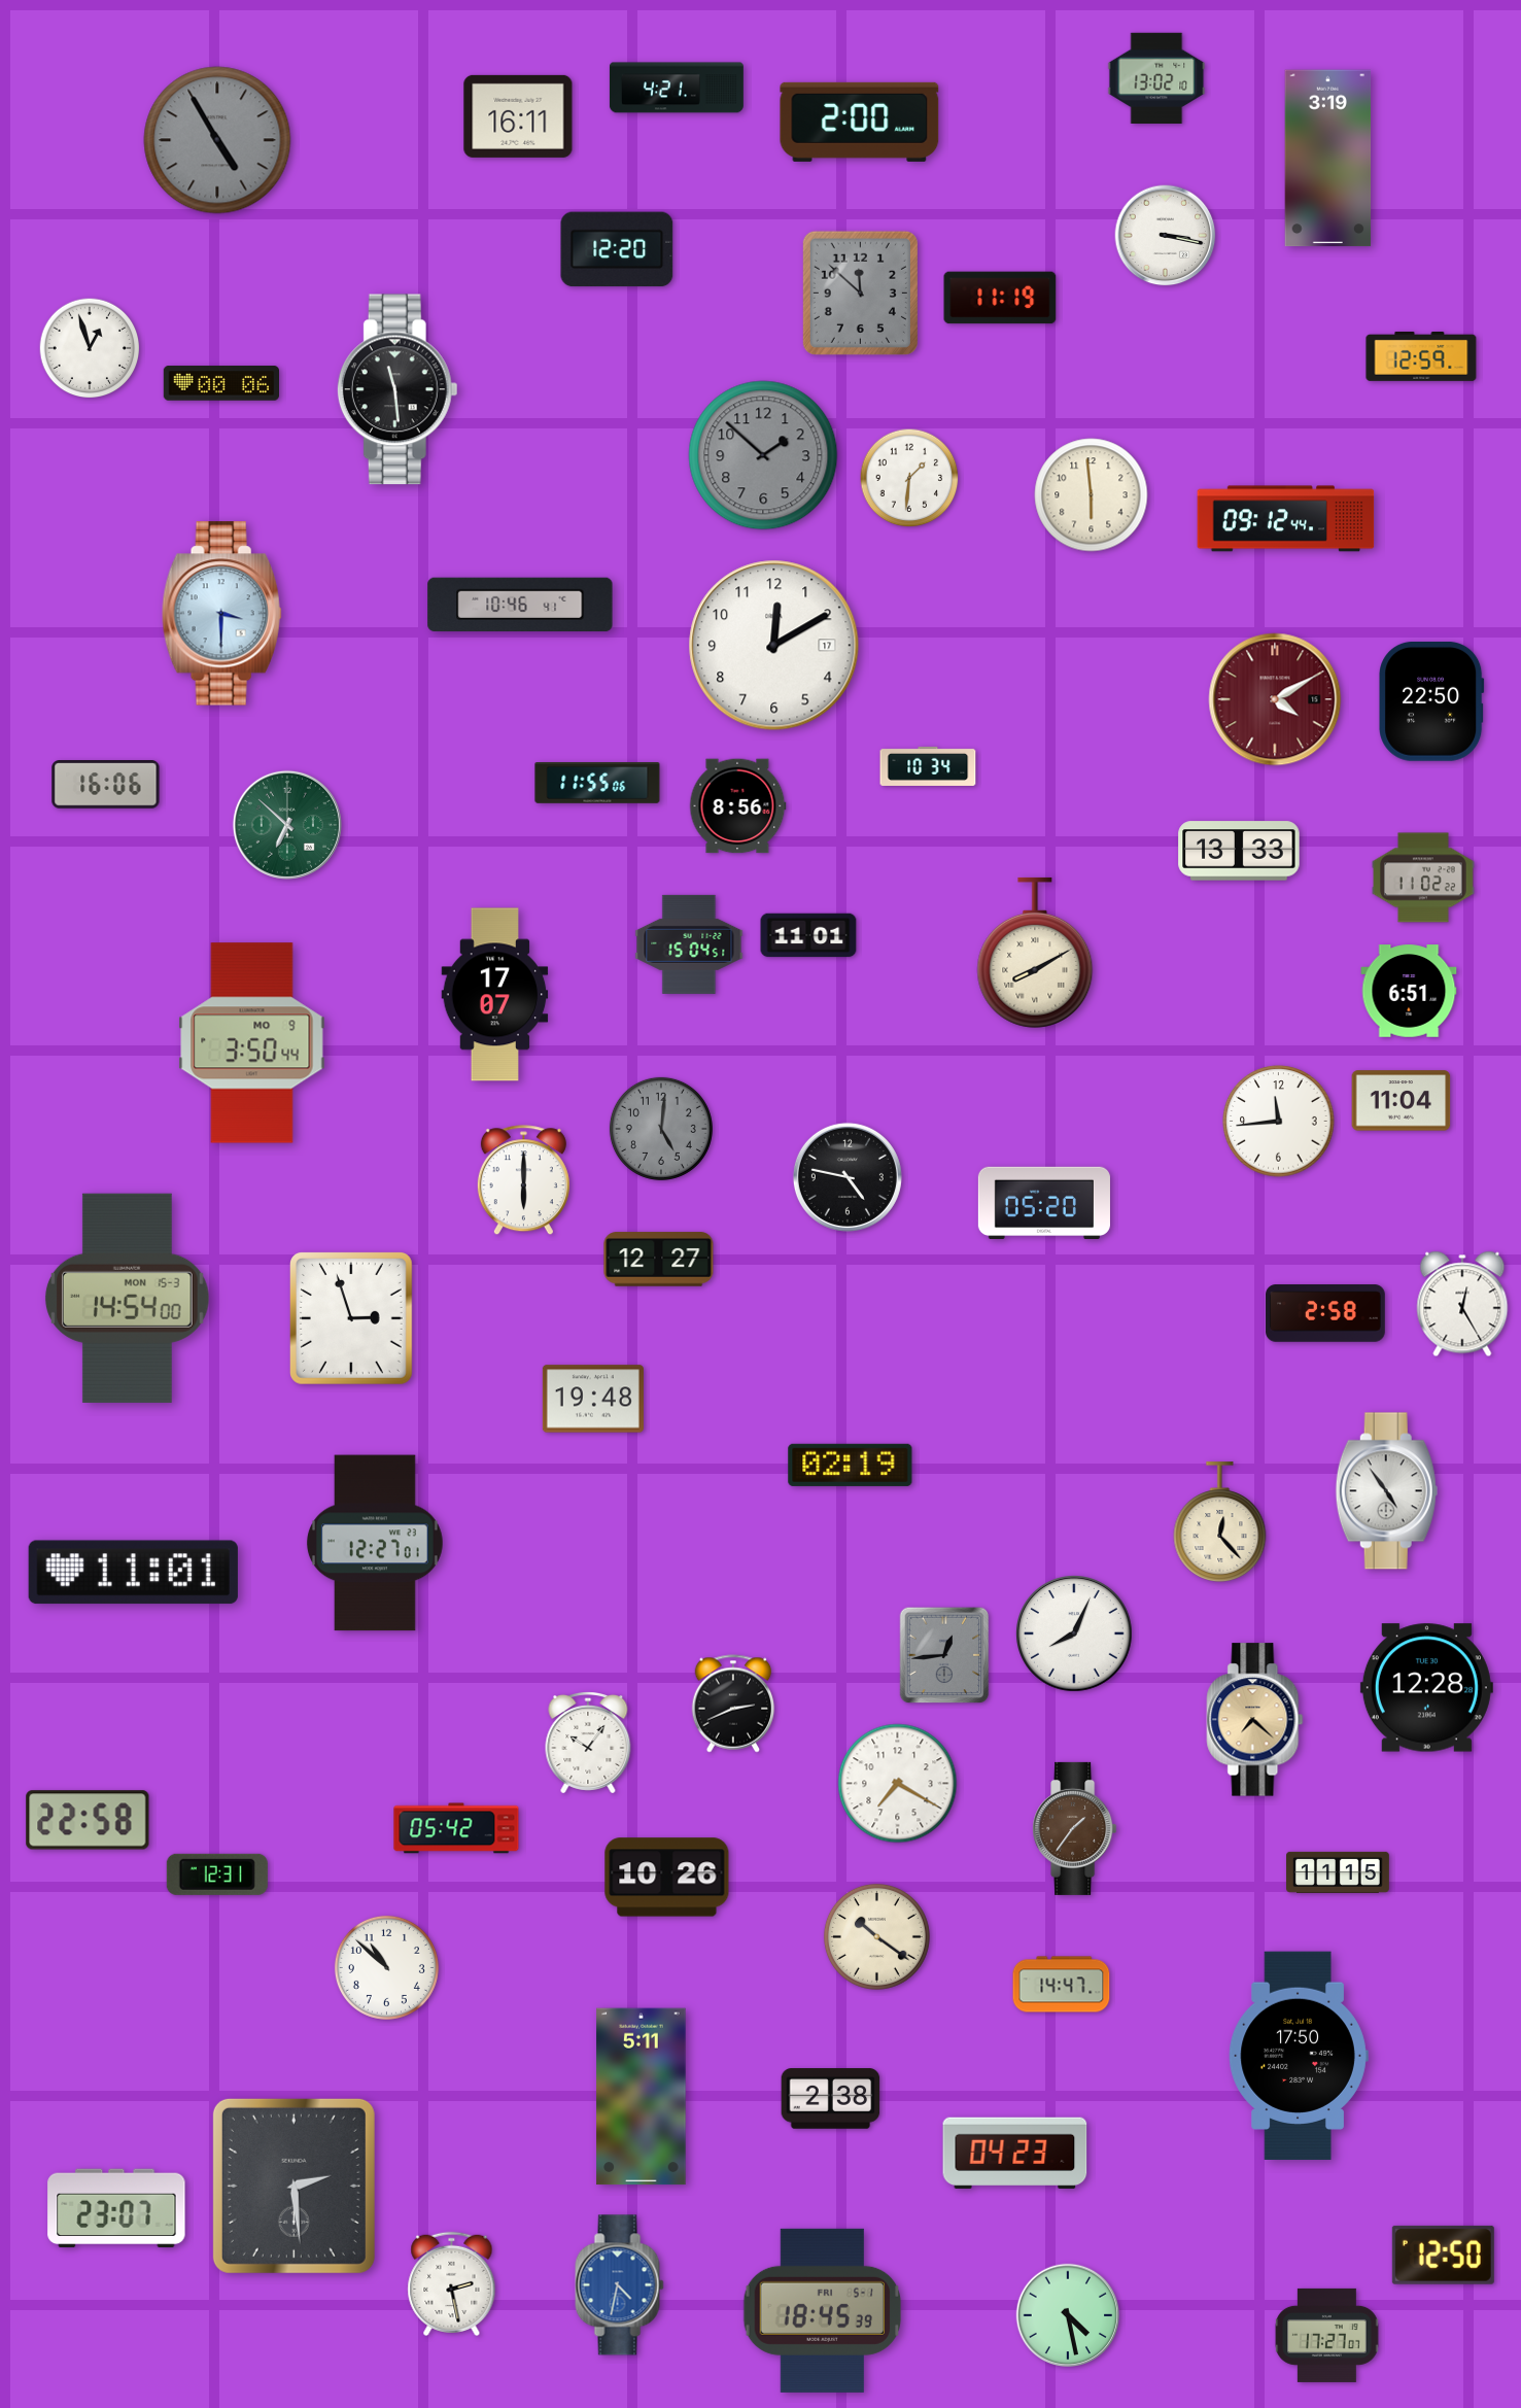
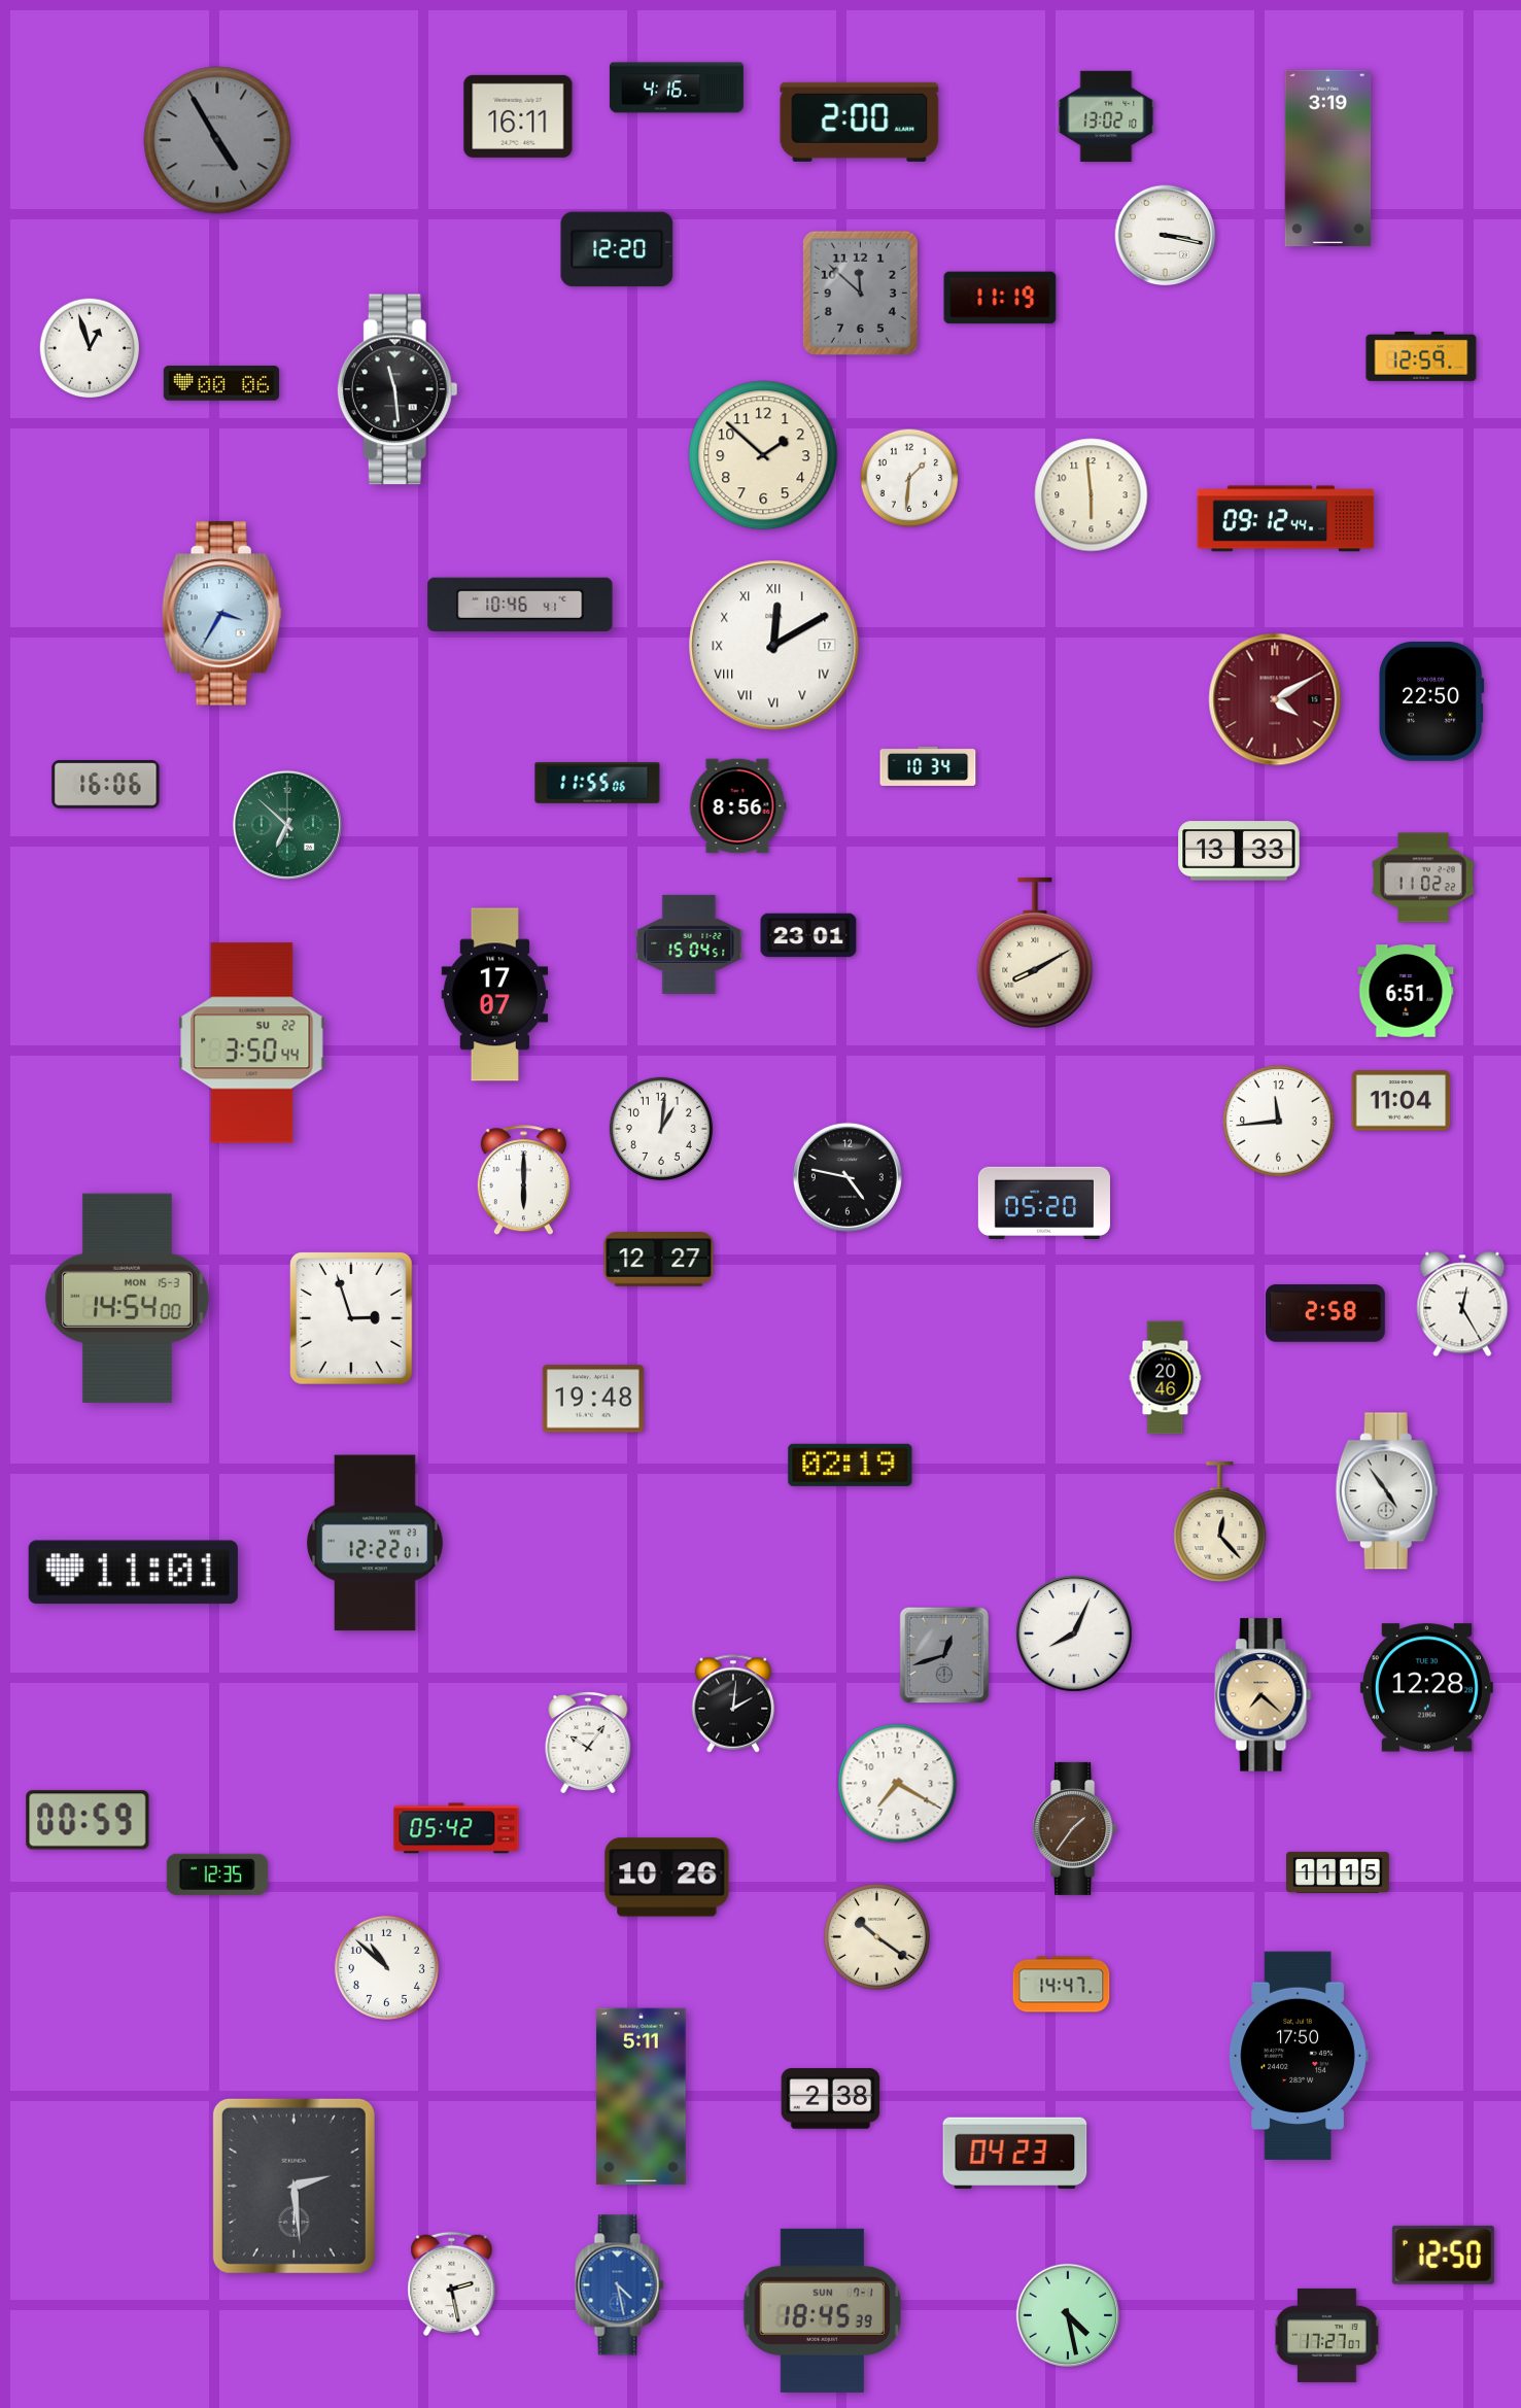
clock at (1156, 78) position: (1156, 78) -> (1106, 116)
clock at (677, 88): 4:21 -> 4:16
clock at (763, 455) dial: grey -> cream
clock at (221, 614): 3:30 -> 3:35
clock at (774, 646) numerals: Arabic -> Roman
clock at (808, 935): 11:01 -> 23:01
clock at (1409, 991) position: (1409, 991) -> (1406, 991)
clock at (252, 1043) date: MO 9 -> SU 22
clock at (661, 1129): 5:01 -> 1:01
clock at (661, 1129) dial: grey -> white
clock at (1166, 1378): none -> 20:46
clock at (375, 1543): 12:27 -> 12:22
clock at (944, 1655): 12:44 -> 12:42
clock at (733, 1704): 2:41 -> 2:01
clock at (1255, 1720) position: (1255, 1720) -> (1264, 1695)
clock at (88, 1820): 22:58 -> 00:59
clock at (217, 1874): 12:31 -> 12:35
clock at (116, 2208): 23:07 -> none
clock at (620, 2285): 4:32 -> 4:28
clock at (823, 2310) date: FRI 5-1 -> SUN 7-1
